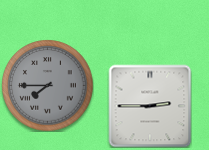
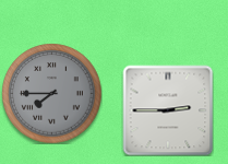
clock at (150, 106) position: (150, 106) -> (168, 110)
